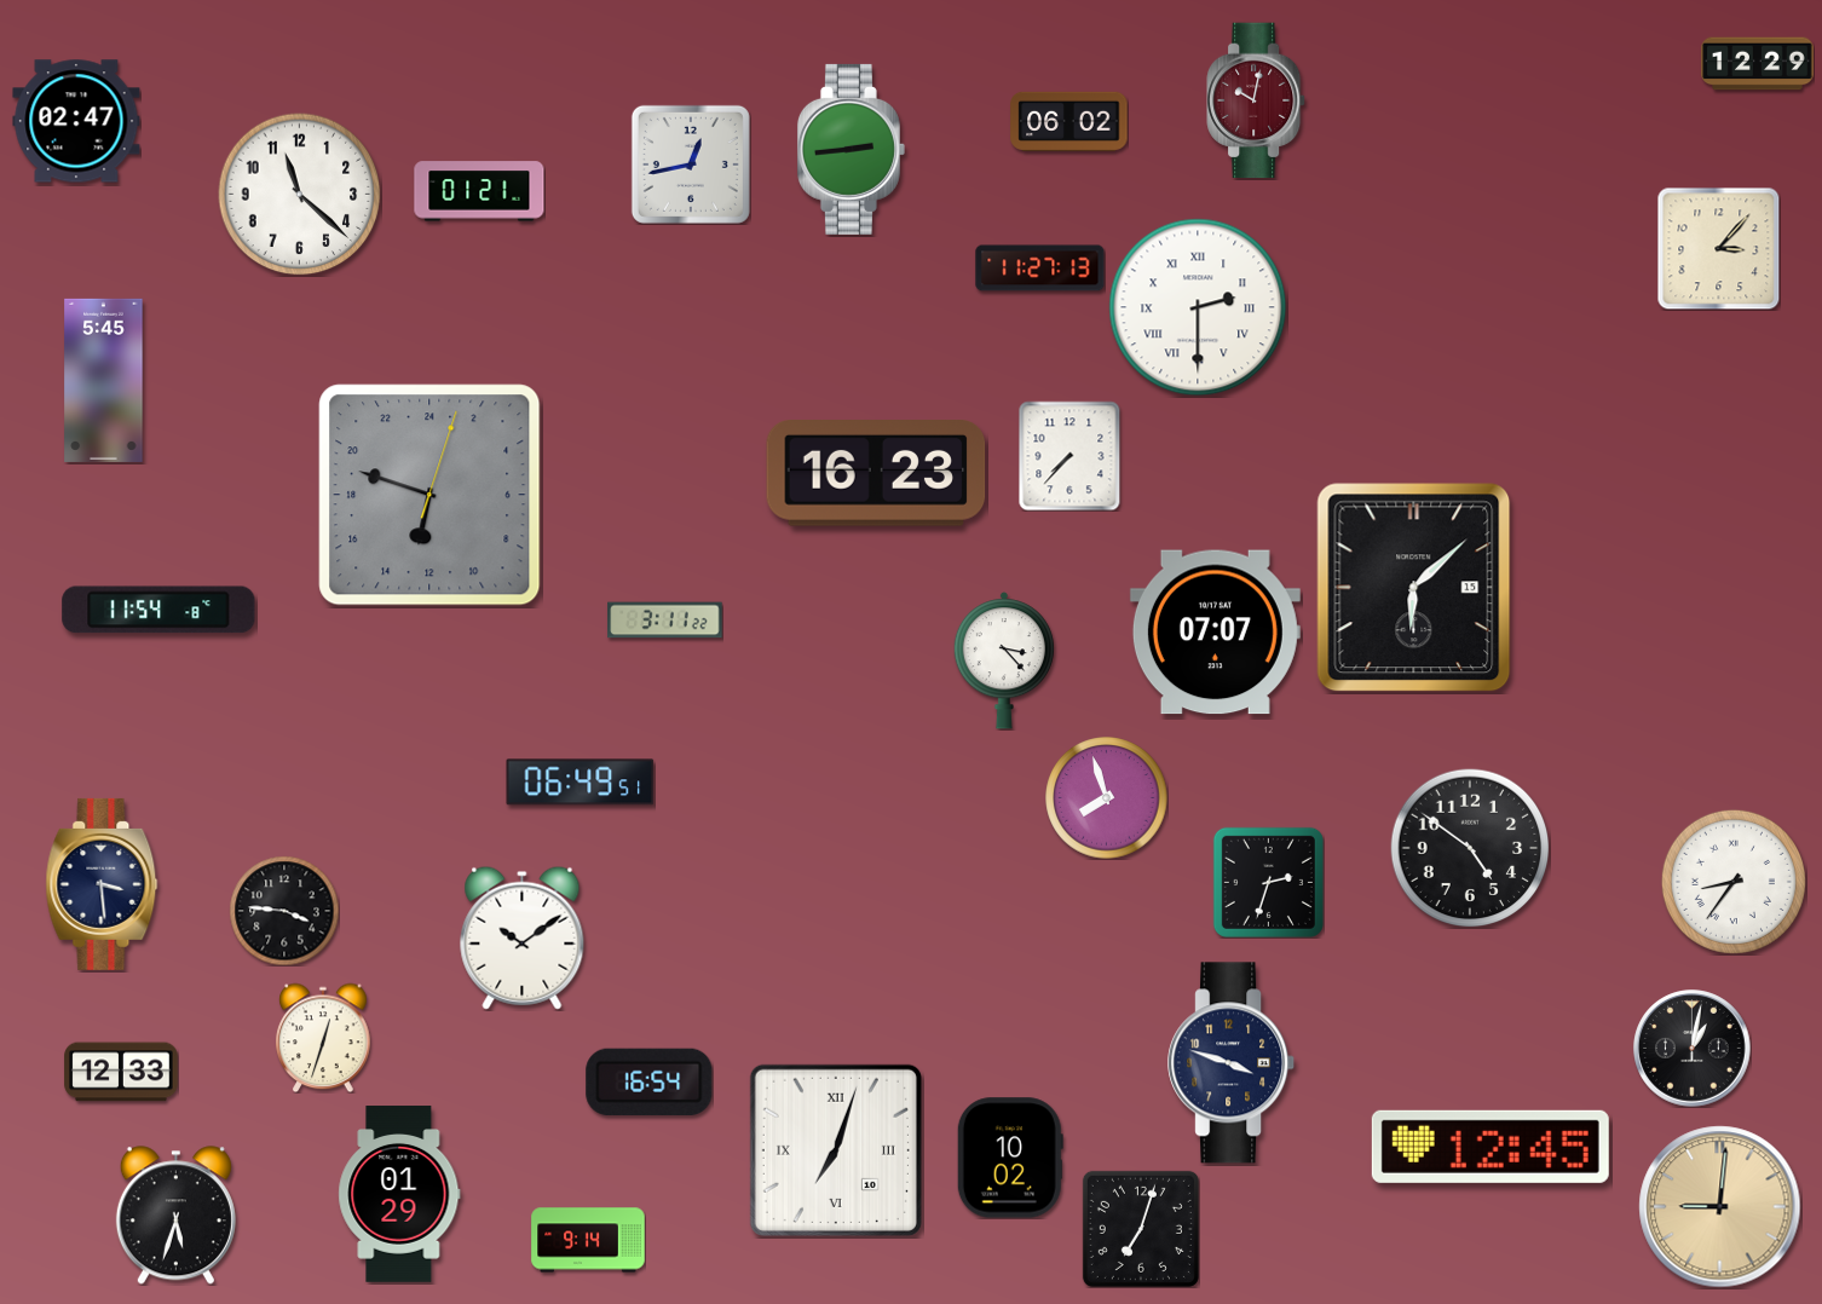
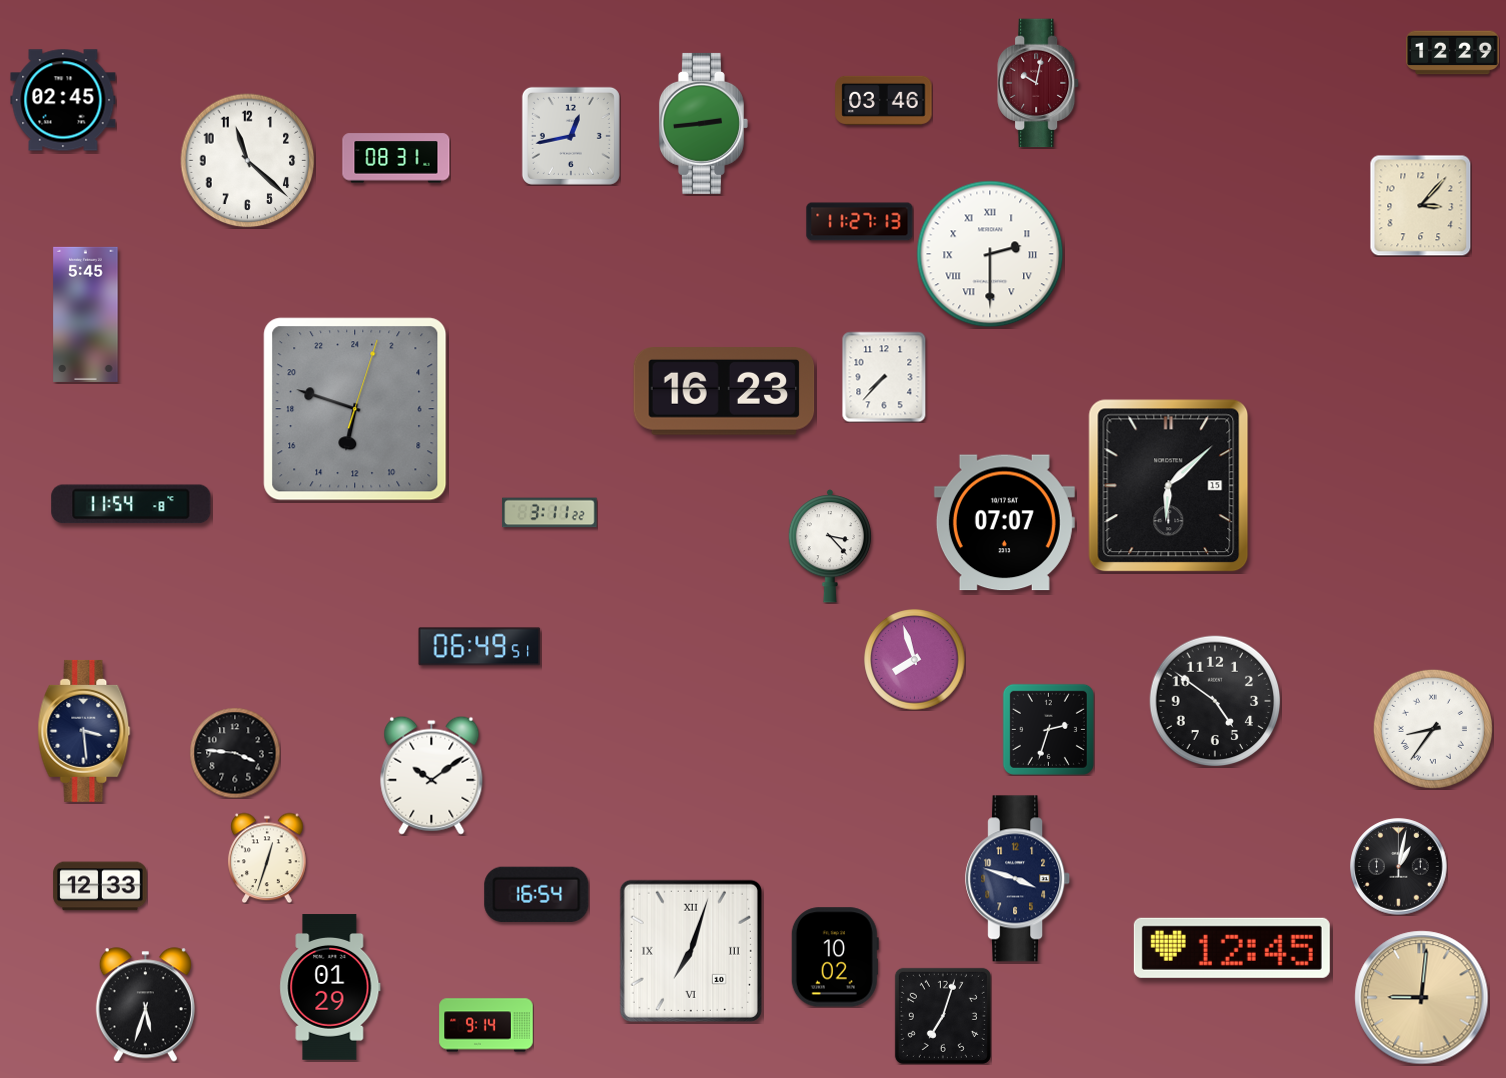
clock at (76, 121): 02:47 -> 02:45
clock at (1069, 121): 06:02 -> 03:46
clock at (479, 191): 01:21 -> 08:31
